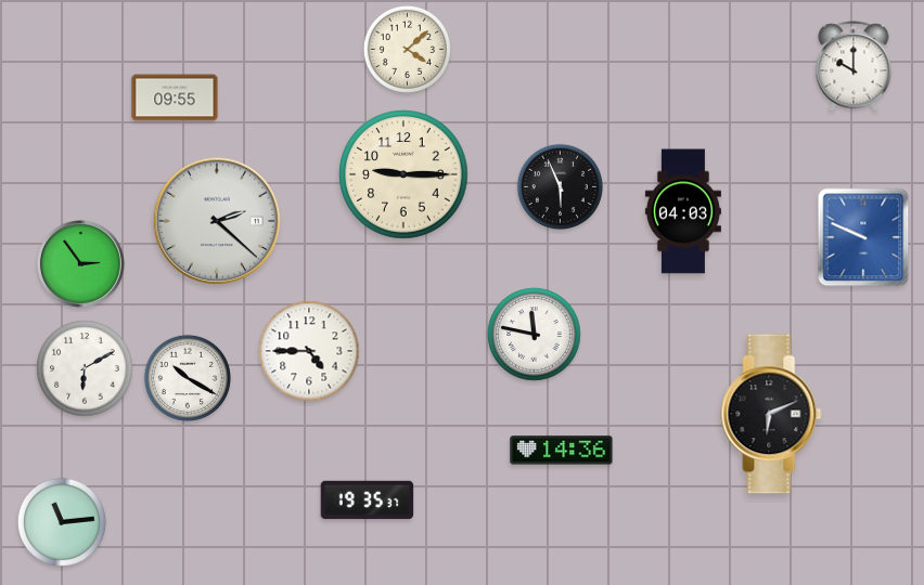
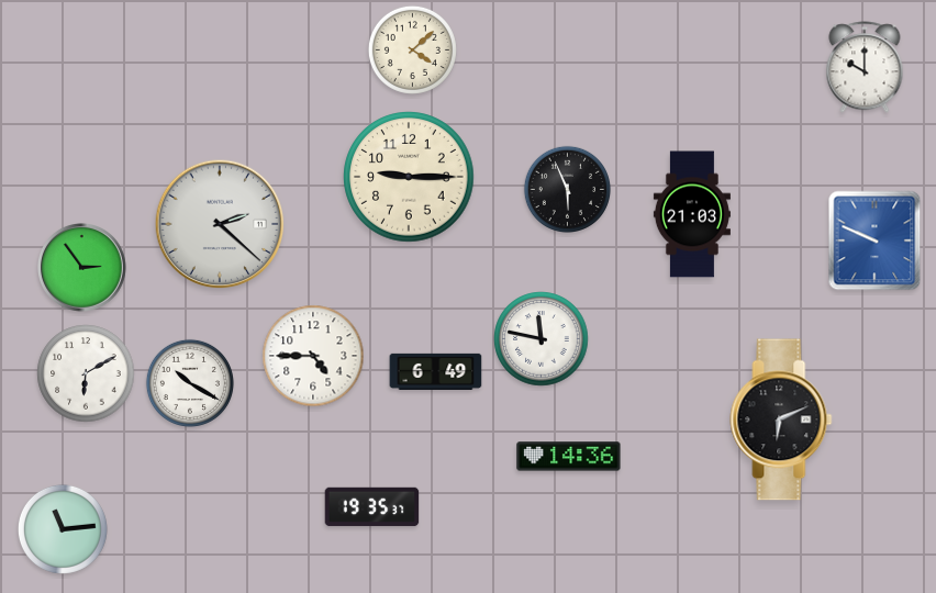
clock at (175, 97): 09:55 -> none
clock at (683, 211): 04:03 -> 21:03
clock at (436, 371): none -> 6:49
